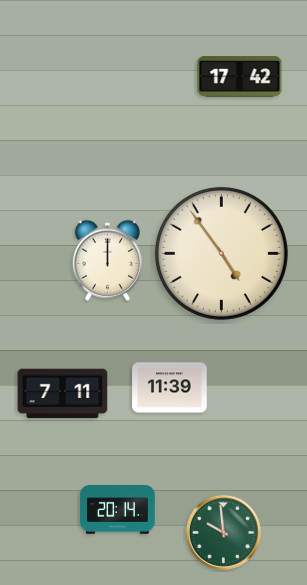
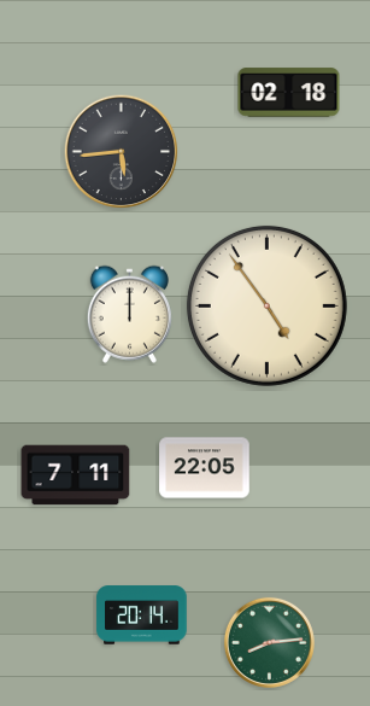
clock at (240, 77): 17:42 -> 02:18
clock at (122, 152): none -> 5:44
clock at (170, 388): 11:39 -> 22:05
clock at (223, 532): 9:59 -> 8:14
